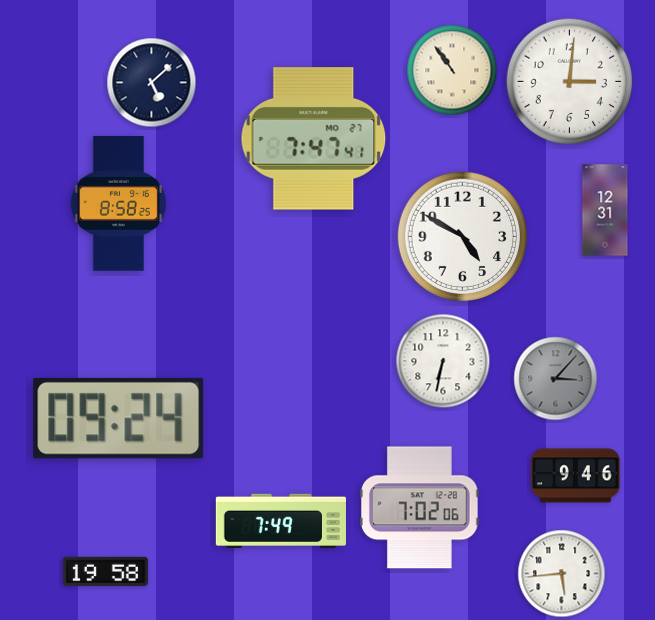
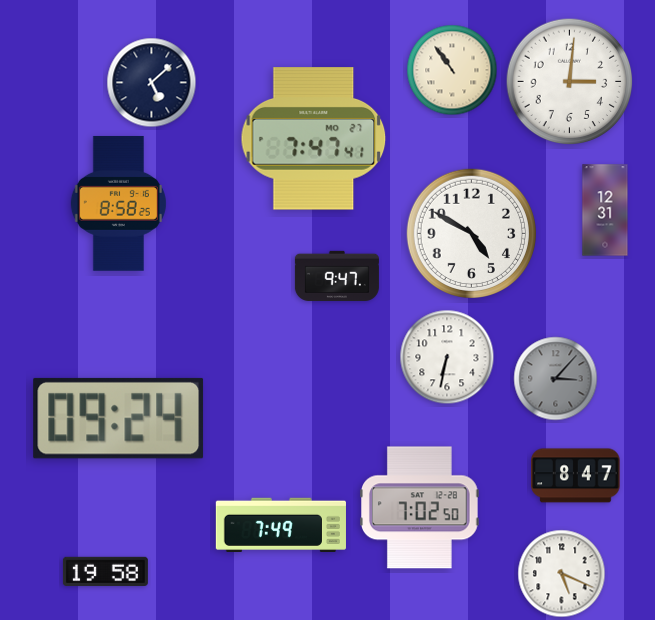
clock at (462, 236) position: (462, 236) -> (471, 233)
clock at (337, 276): none -> 9:47
clock at (443, 361) position: (443, 361) -> (447, 357)
clock at (576, 476): 9:46 -> 8:47
clock at (420, 508): 7:02:06 -> 7:02:50
clock at (281, 520) position: (281, 520) -> (281, 524)
clock at (562, 574): 5:44 -> 5:19
